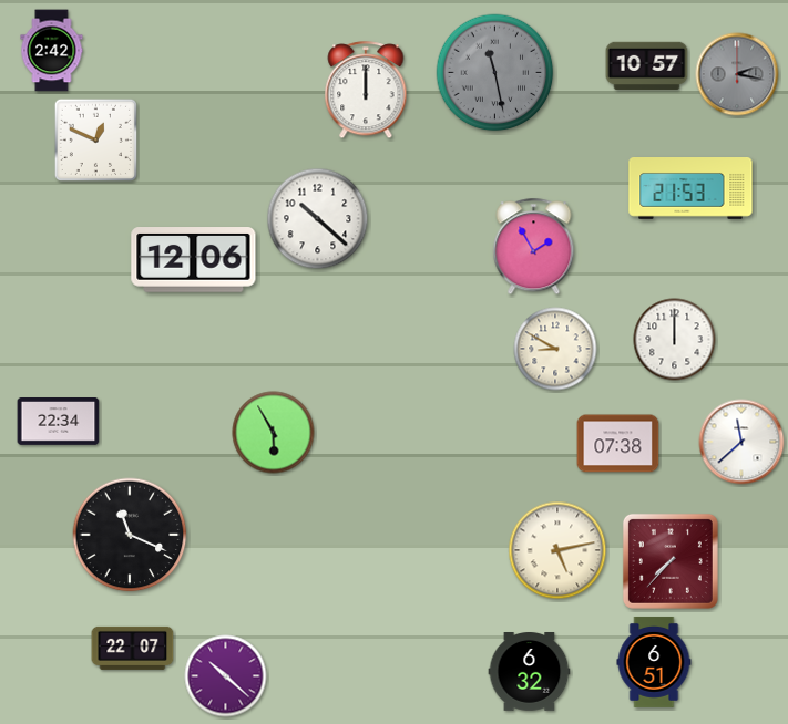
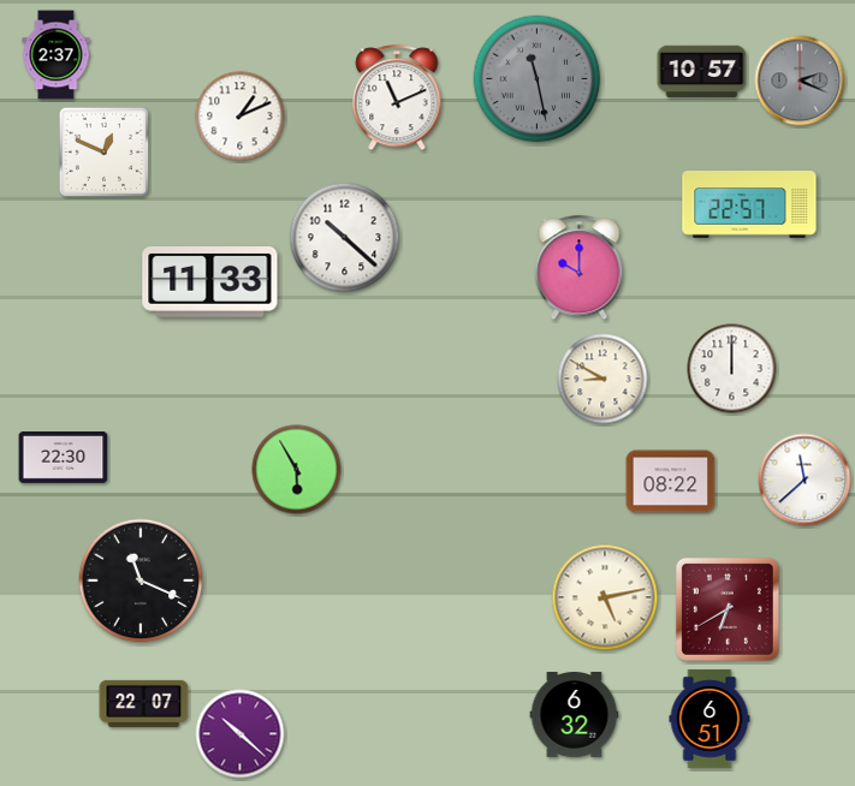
clock at (52, 51): 2:42 -> 2:37
clock at (737, 74): 2:17 -> 2:19
clock at (366, 91): 12:00 -> 11:11
clock at (241, 117): none -> 1:11
clock at (690, 189): 21:53 -> 22:57
clock at (534, 247): 1:55 -> 10:00
clock at (194, 260): 12:06 -> 11:33
clock at (59, 422): 22:34 -> 22:30
clock at (618, 444): 07:38 -> 08:22
clock at (671, 561): 7:37 -> 6:40
clock at (530, 672) position: (530, 672) -> (575, 715)
clock at (226, 676) position: (226, 676) -> (241, 734)
